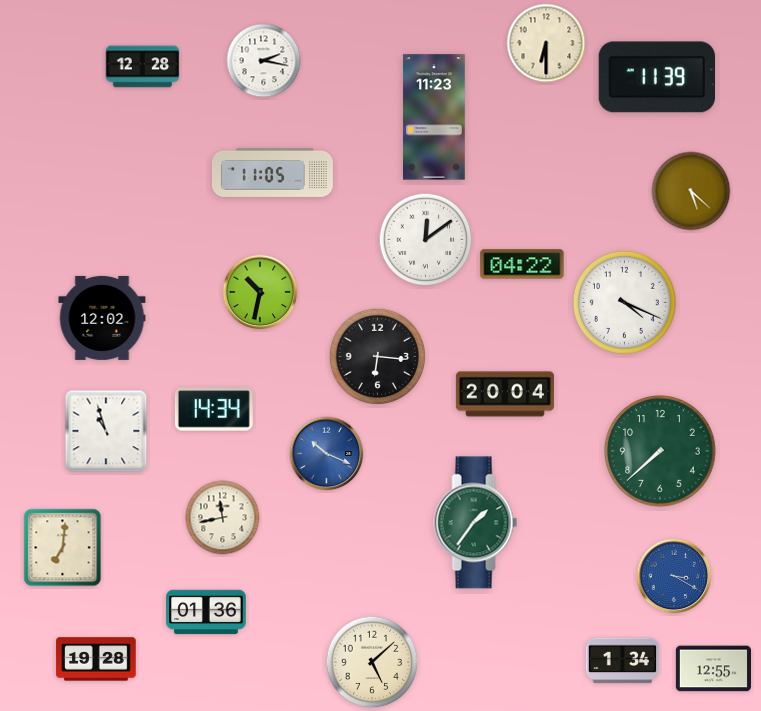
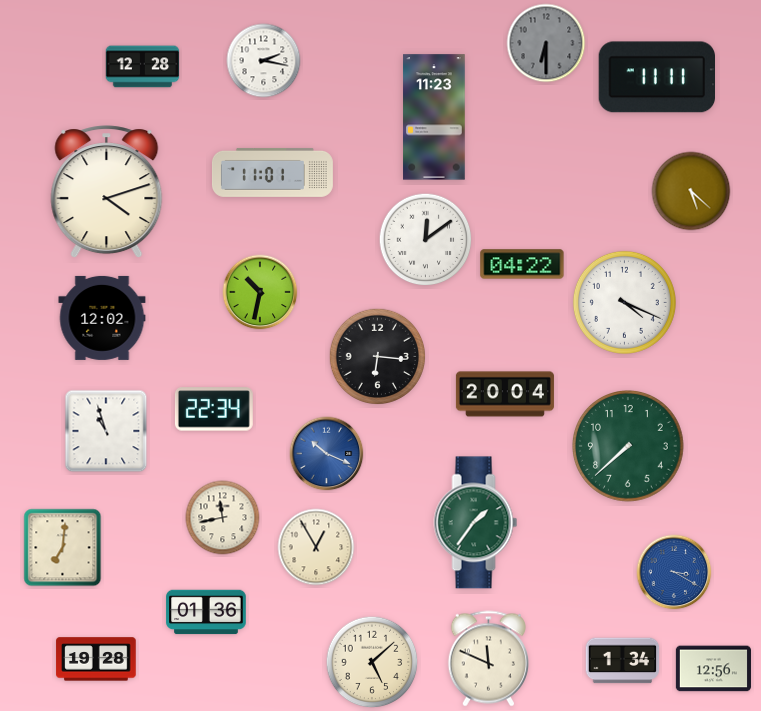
clock at (546, 43) dial: cream -> grey
clock at (656, 77): 11:39 -> 11:11
clock at (272, 172): 11:05 -> 11:01
clock at (107, 192): none -> 4:12
clock at (214, 409): 14:34 -> 22:34
clock at (661, 452) position: (661, 452) -> (629, 447)
clock at (316, 547): none -> 12:55
clock at (674, 576) position: (674, 576) -> (674, 572)
clock at (488, 659): none -> 11:49
clock at (713, 669): 12:55 -> 12:56
